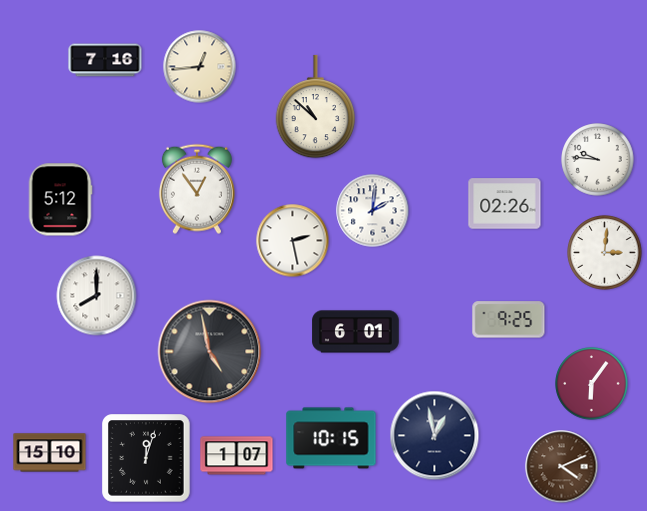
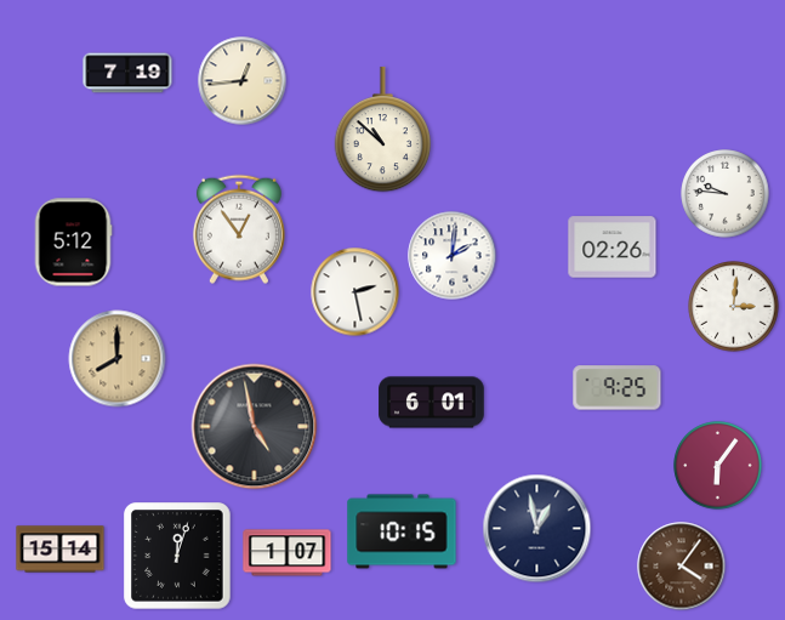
clock at (105, 60): 7:16 -> 7:19
clock at (97, 296) dial: white -> champagne
clock at (435, 436) position: (435, 436) -> (537, 529)
clock at (50, 453): 15:10 -> 15:14
clock at (562, 467): 4:11 -> 4:06
